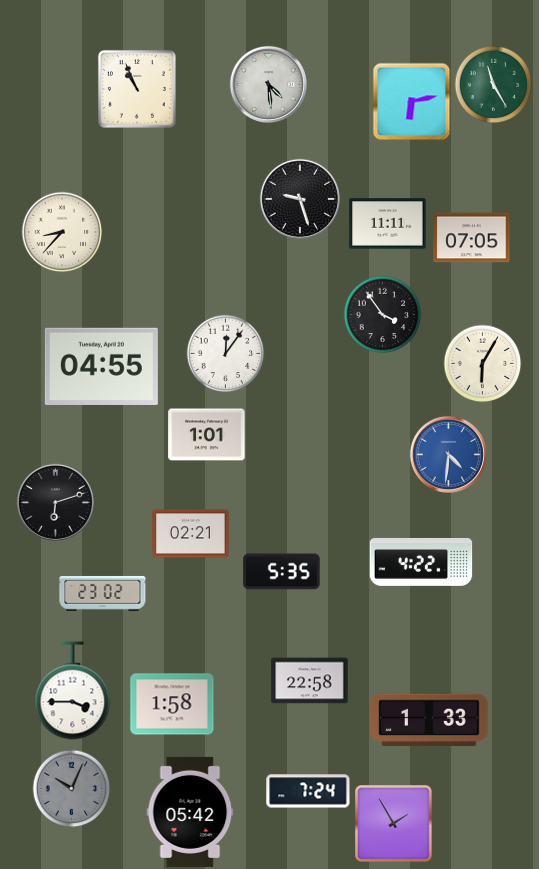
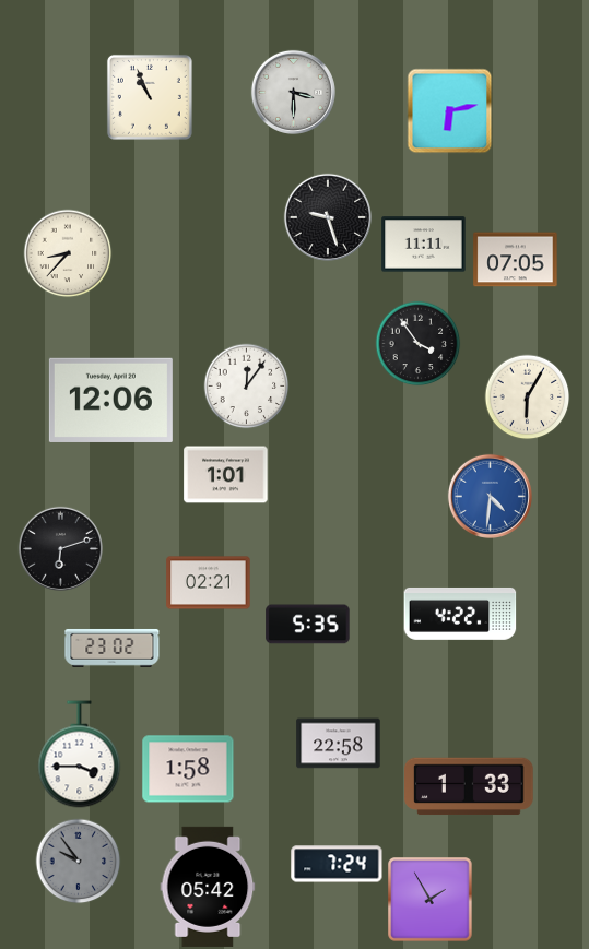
clock at (268, 84): 4:29 -> 3:30
clock at (493, 84): 11:25 -> none
clock at (101, 366): 04:55 -> 12:06
clock at (71, 788): 10:04 -> 9:54
